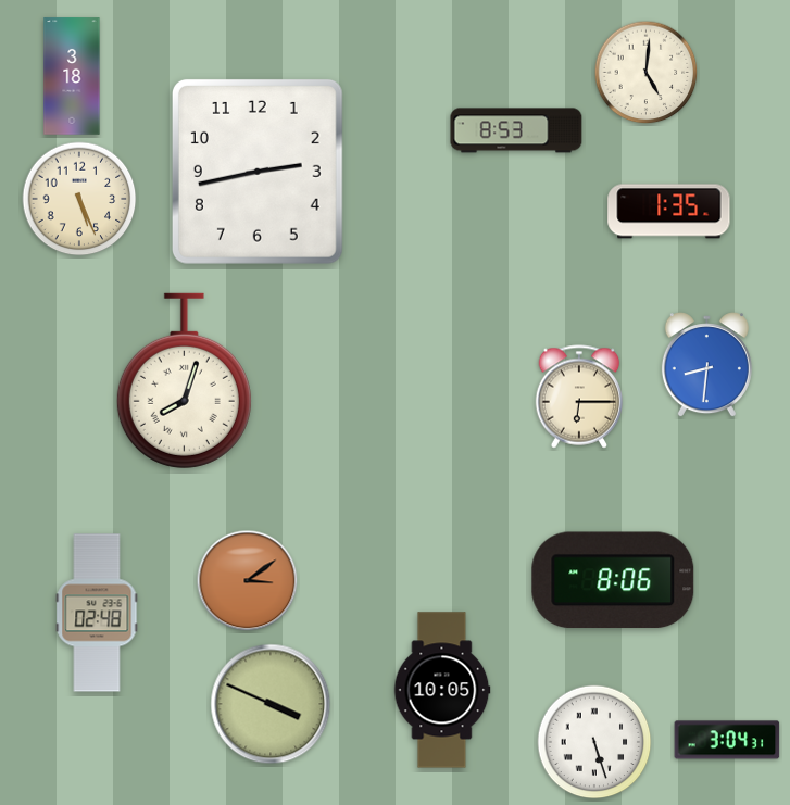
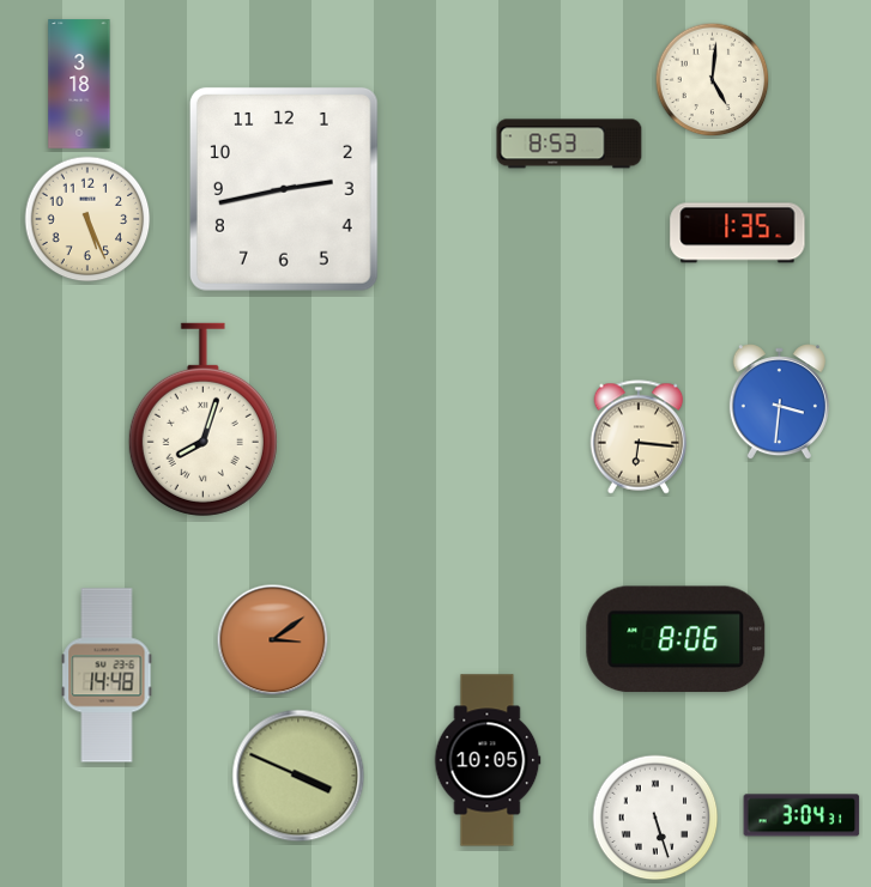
clock at (706, 365): 8:31 -> 3:31
clock at (579, 397): 6:15 -> 6:16
clock at (97, 613): 02:48 -> 14:48
